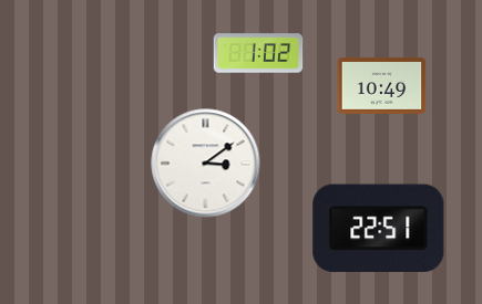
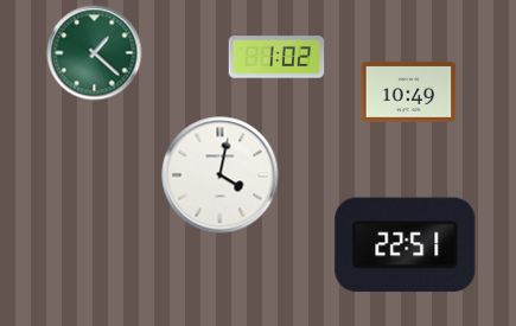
clock at (95, 53): none -> 1:22
clock at (206, 164): 3:09 -> 4:02
